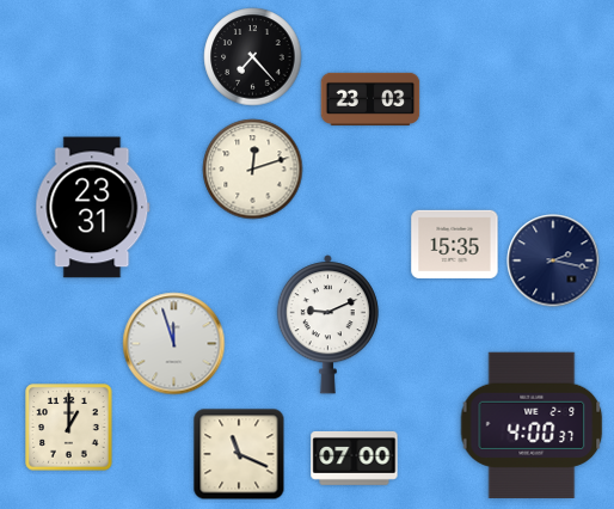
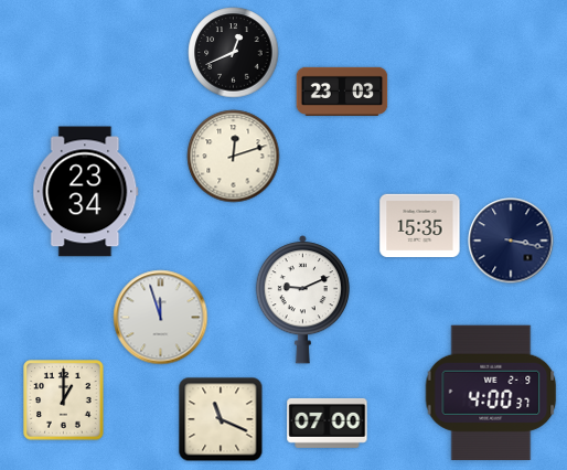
clock at (253, 57): 7:23 -> 12:41
clock at (93, 208): 23:31 -> 23:34
clock at (553, 260): 2:17 -> 3:17
clock at (69, 428) position: (69, 428) -> (64, 400)
